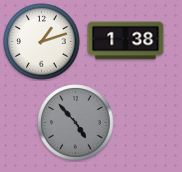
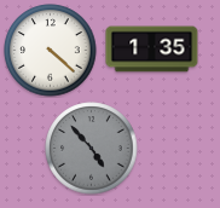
clock at (126, 41): 1:38 -> 1:35
clock at (42, 42): 1:12 -> 4:22
